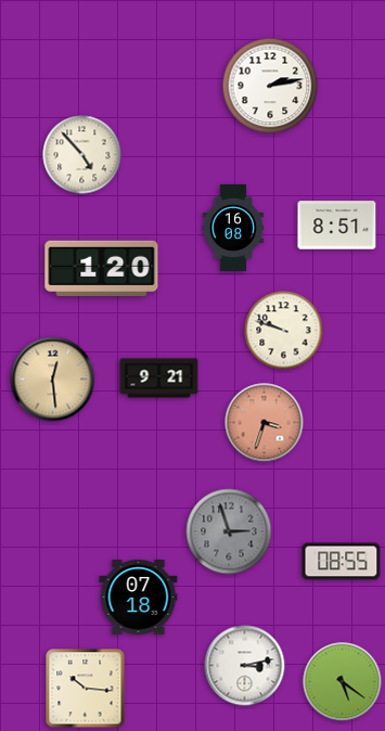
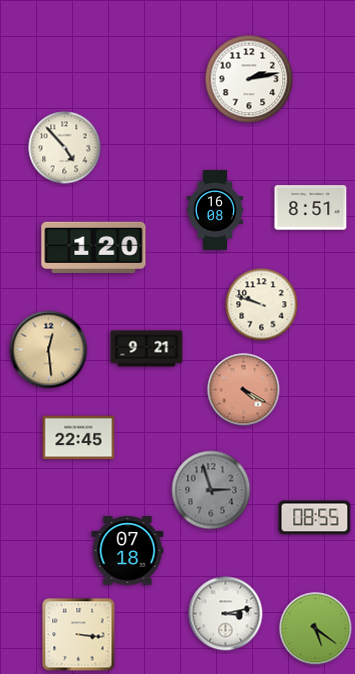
clock at (82, 155) position: (82, 155) -> (65, 148)
clock at (265, 423): 3:33 -> 4:20
clock at (79, 438): none -> 22:45
clock at (86, 689): 10:16 -> 3:16
